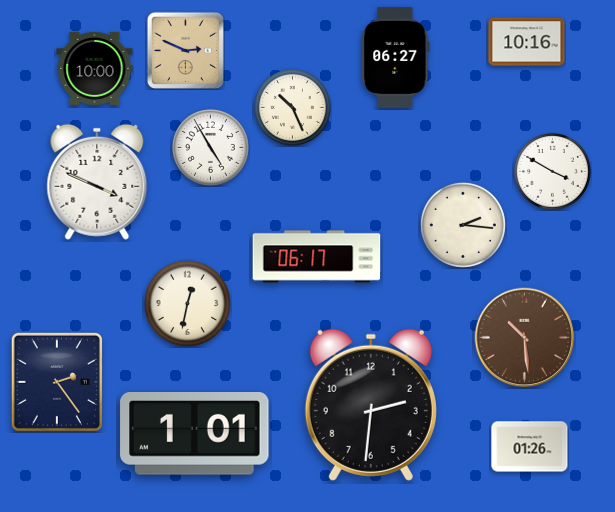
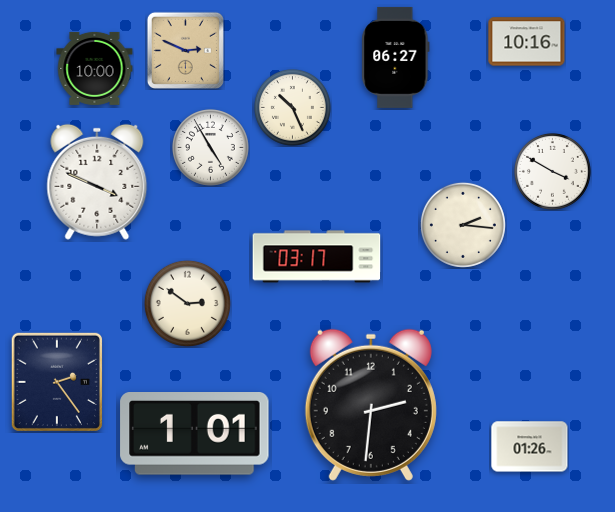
clock at (317, 257): 06:17 -> 03:17
clock at (187, 303): 12:32 -> 2:51
clock at (525, 338): 10:29 -> none
